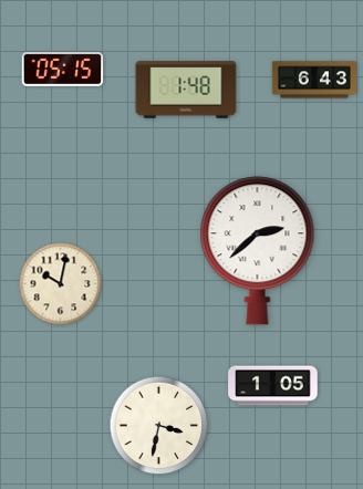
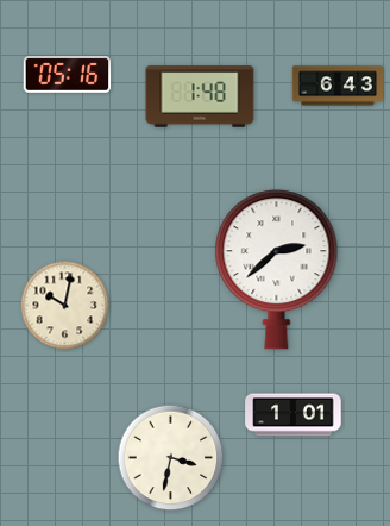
clock at (63, 70): 05:15 -> 05:16
clock at (273, 386): 1:05 -> 1:01
